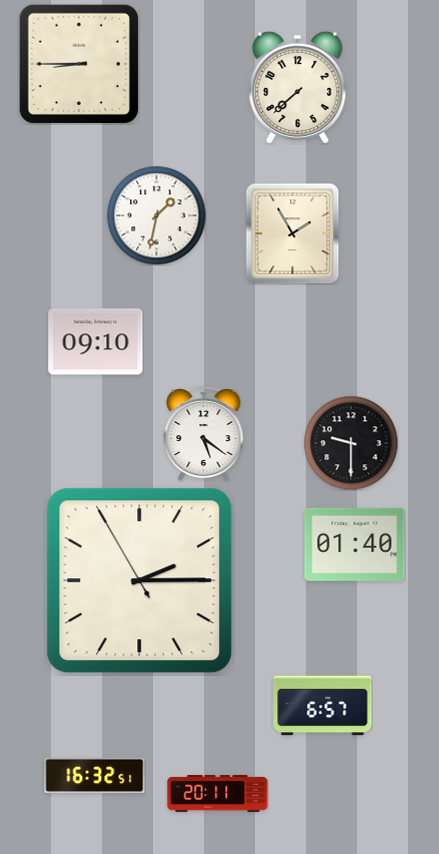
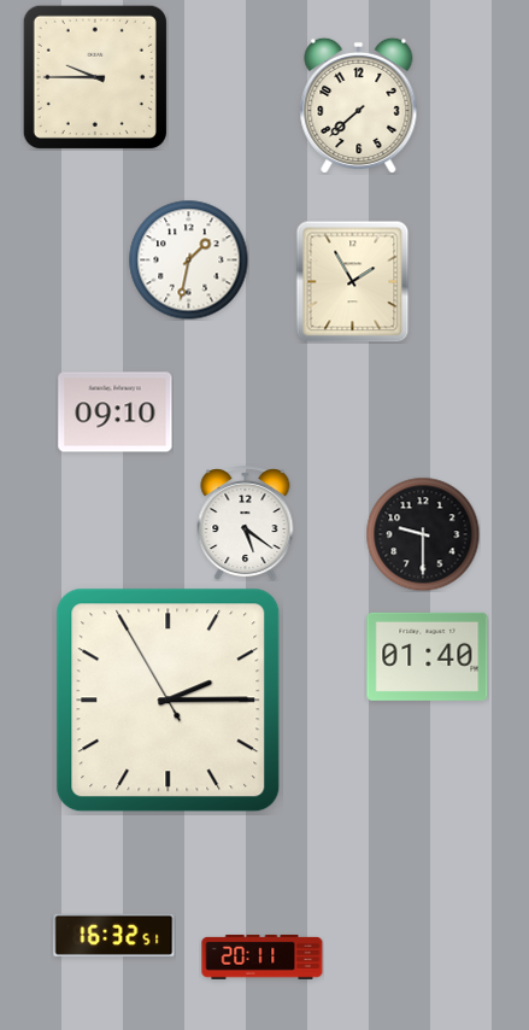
clock at (79, 64): 8:45 -> 9:45
clock at (323, 706): 6:57 -> none
